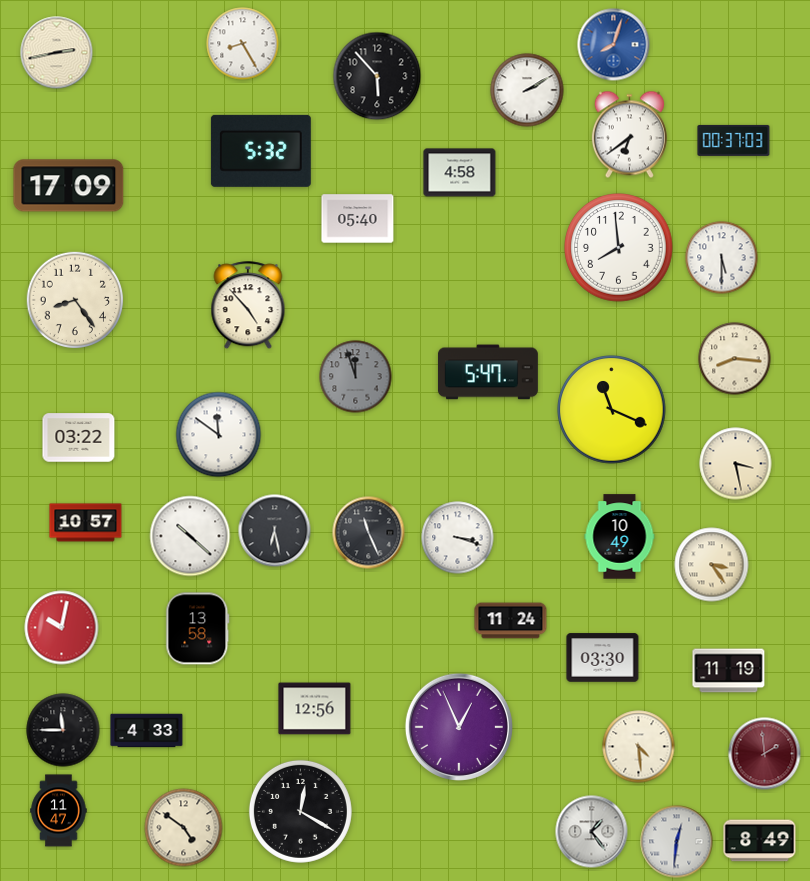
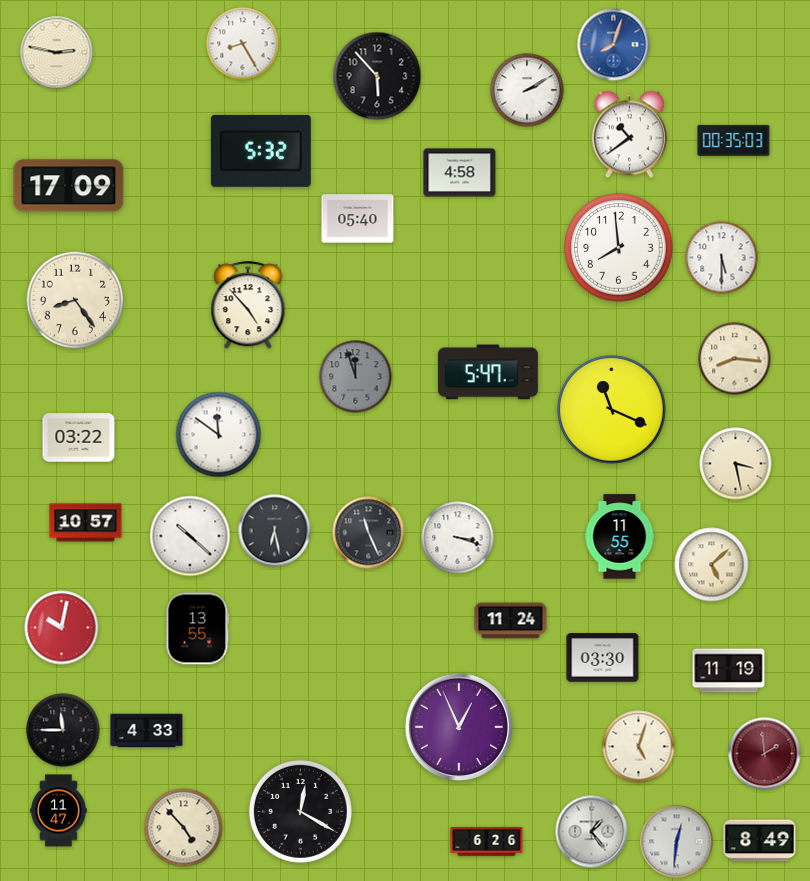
clock at (57, 53): 2:43 -> 2:47
clock at (629, 135): 6:39 -> 10:39
clock at (734, 140): 00:37 -> 00:35
clock at (620, 537): 10:49 -> 11:55
clock at (712, 565): 3:24 -> 5:08
clock at (198, 629): 13:58 -> 13:55
clock at (315, 709): 12:56 -> none
clock at (639, 747): 4:29 -> 5:03
clock at (184, 828): 4:51 -> 4:53
clock at (487, 842): none -> 6:26
